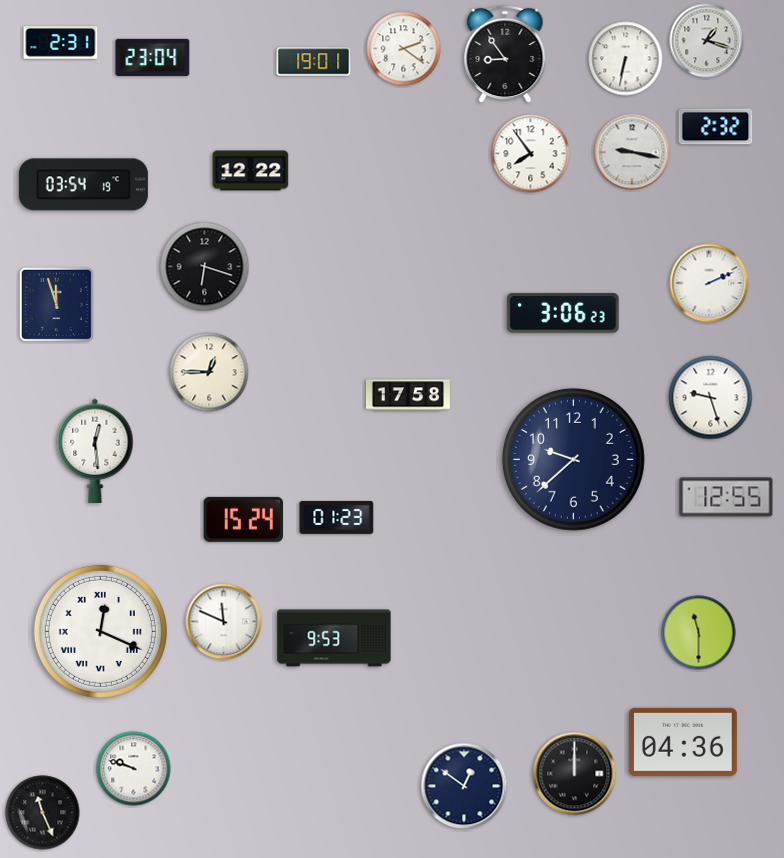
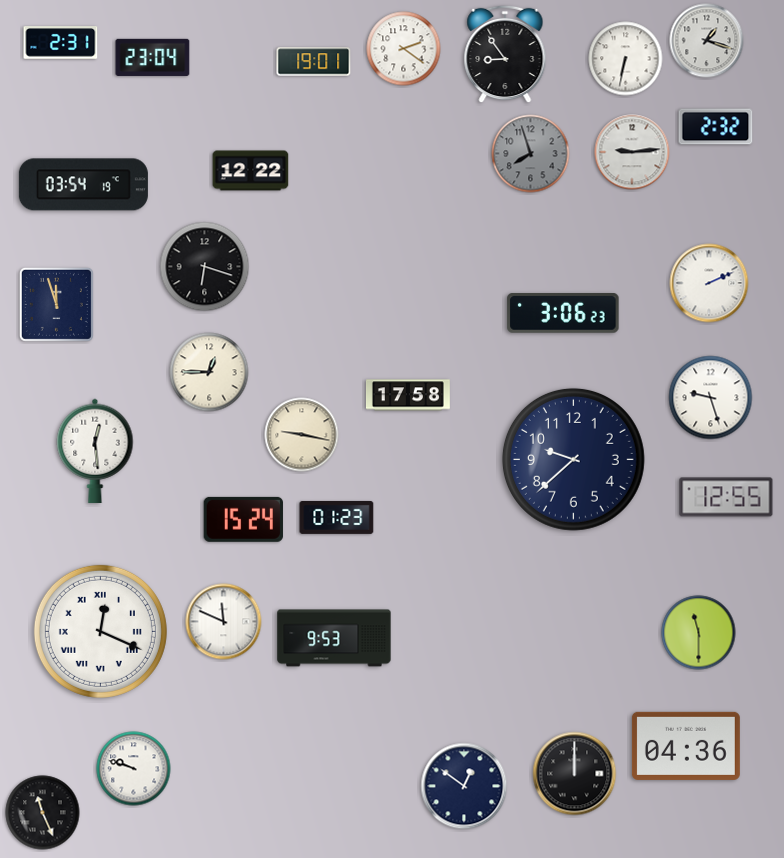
clock at (632, 152): 9:17 -> 9:14
clock at (531, 154): 7:54 -> 7:57
clock at (531, 154) dial: white -> grey
clock at (302, 435): none -> 9:17
clock at (683, 742) position: (683, 742) -> (686, 746)
